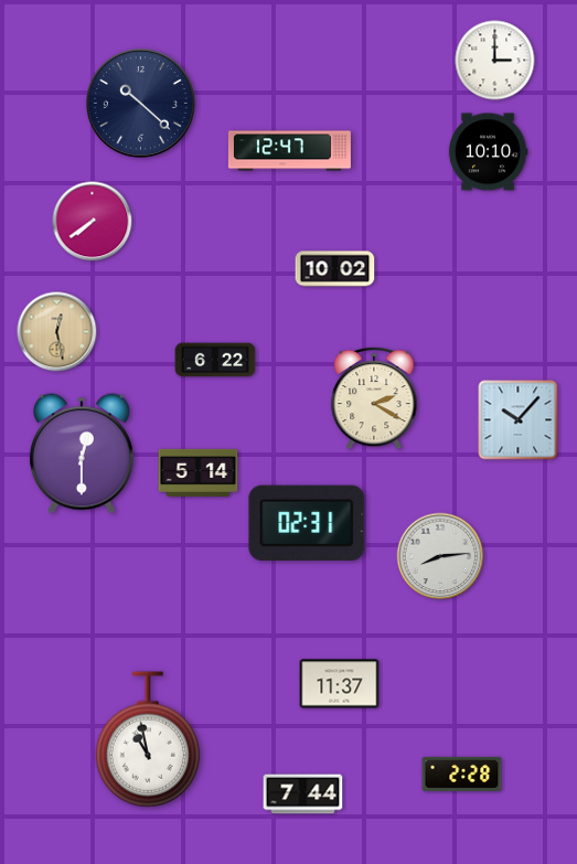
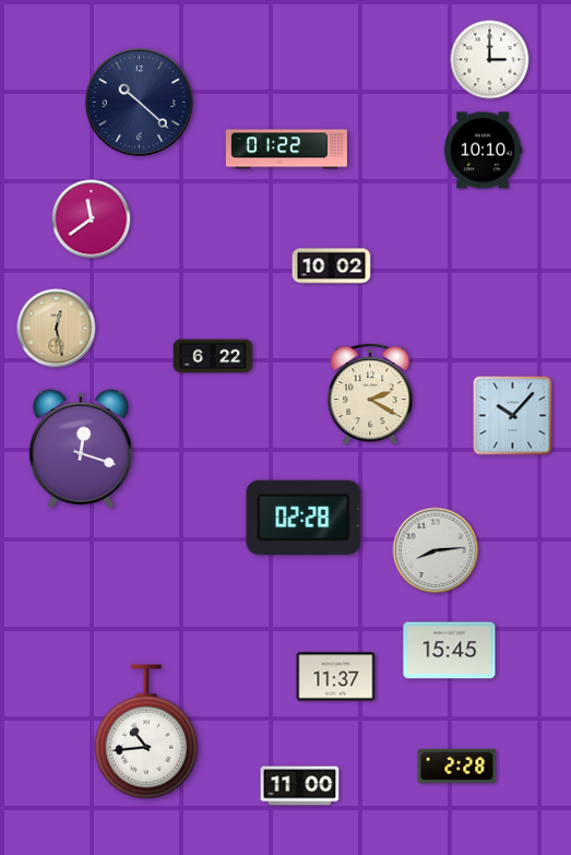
clock at (289, 151): 12:47 -> 01:22
clock at (93, 222): 7:39 -> 11:39
clock at (82, 454): 12:30 -> 12:18
clock at (199, 472): 5:14 -> none
clock at (307, 523): 02:31 -> 02:28
clock at (450, 651): none -> 15:45
clock at (148, 739): 10:58 -> 10:44
clock at (303, 794): 7:44 -> 11:00
